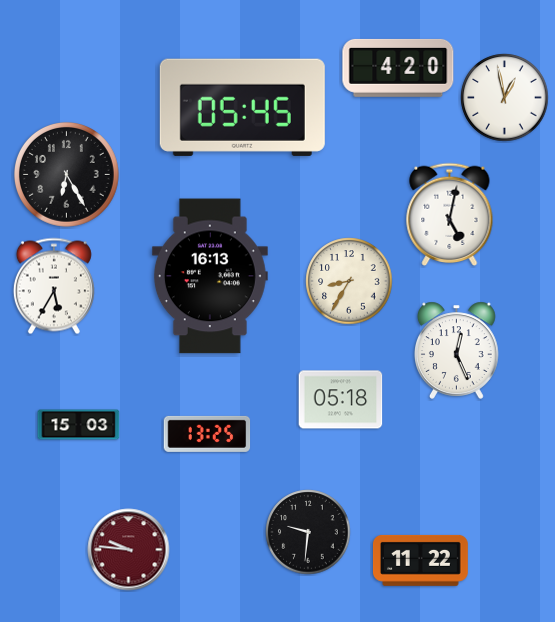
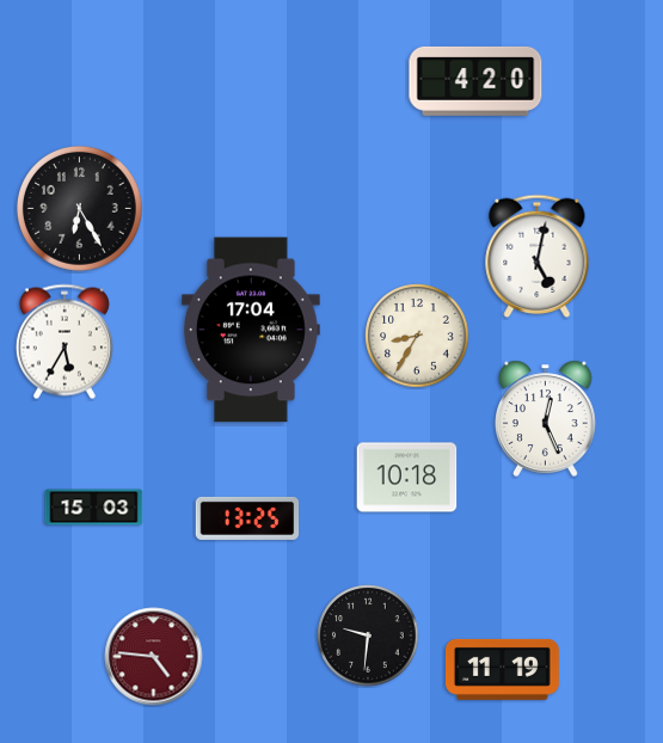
clock at (505, 98): 12:58 -> none
clock at (242, 107): 05:45 -> none
clock at (210, 276): 16:13 -> 17:04
clock at (341, 400): 05:18 -> 10:18
clock at (129, 550): 9:46 -> 4:46
clock at (420, 560): 11:22 -> 11:19
